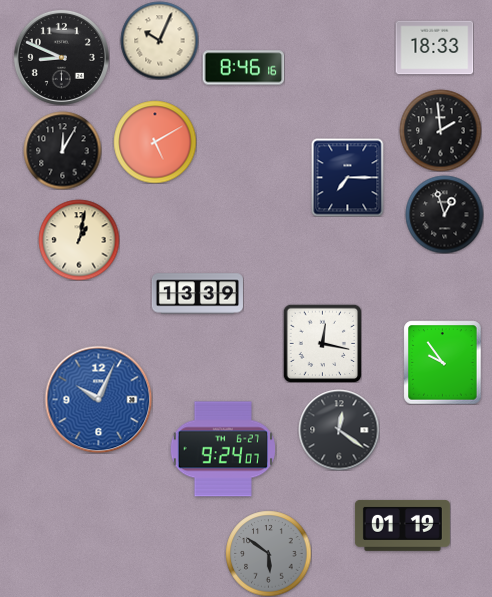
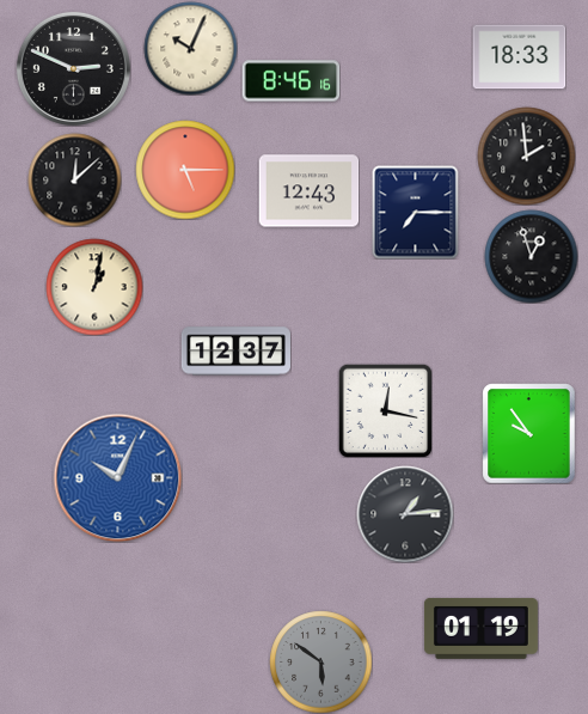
clock at (61, 57): 8:49 -> 2:49
clock at (155, 142): 5:10 -> 5:15
clock at (62, 150): 12:05 -> 12:08
clock at (308, 191): none -> 12:43
clock at (197, 294): 13:39 -> 12:37
clock at (339, 430): 12:21 -> 1:14
clock at (223, 449): 9:24 -> none
